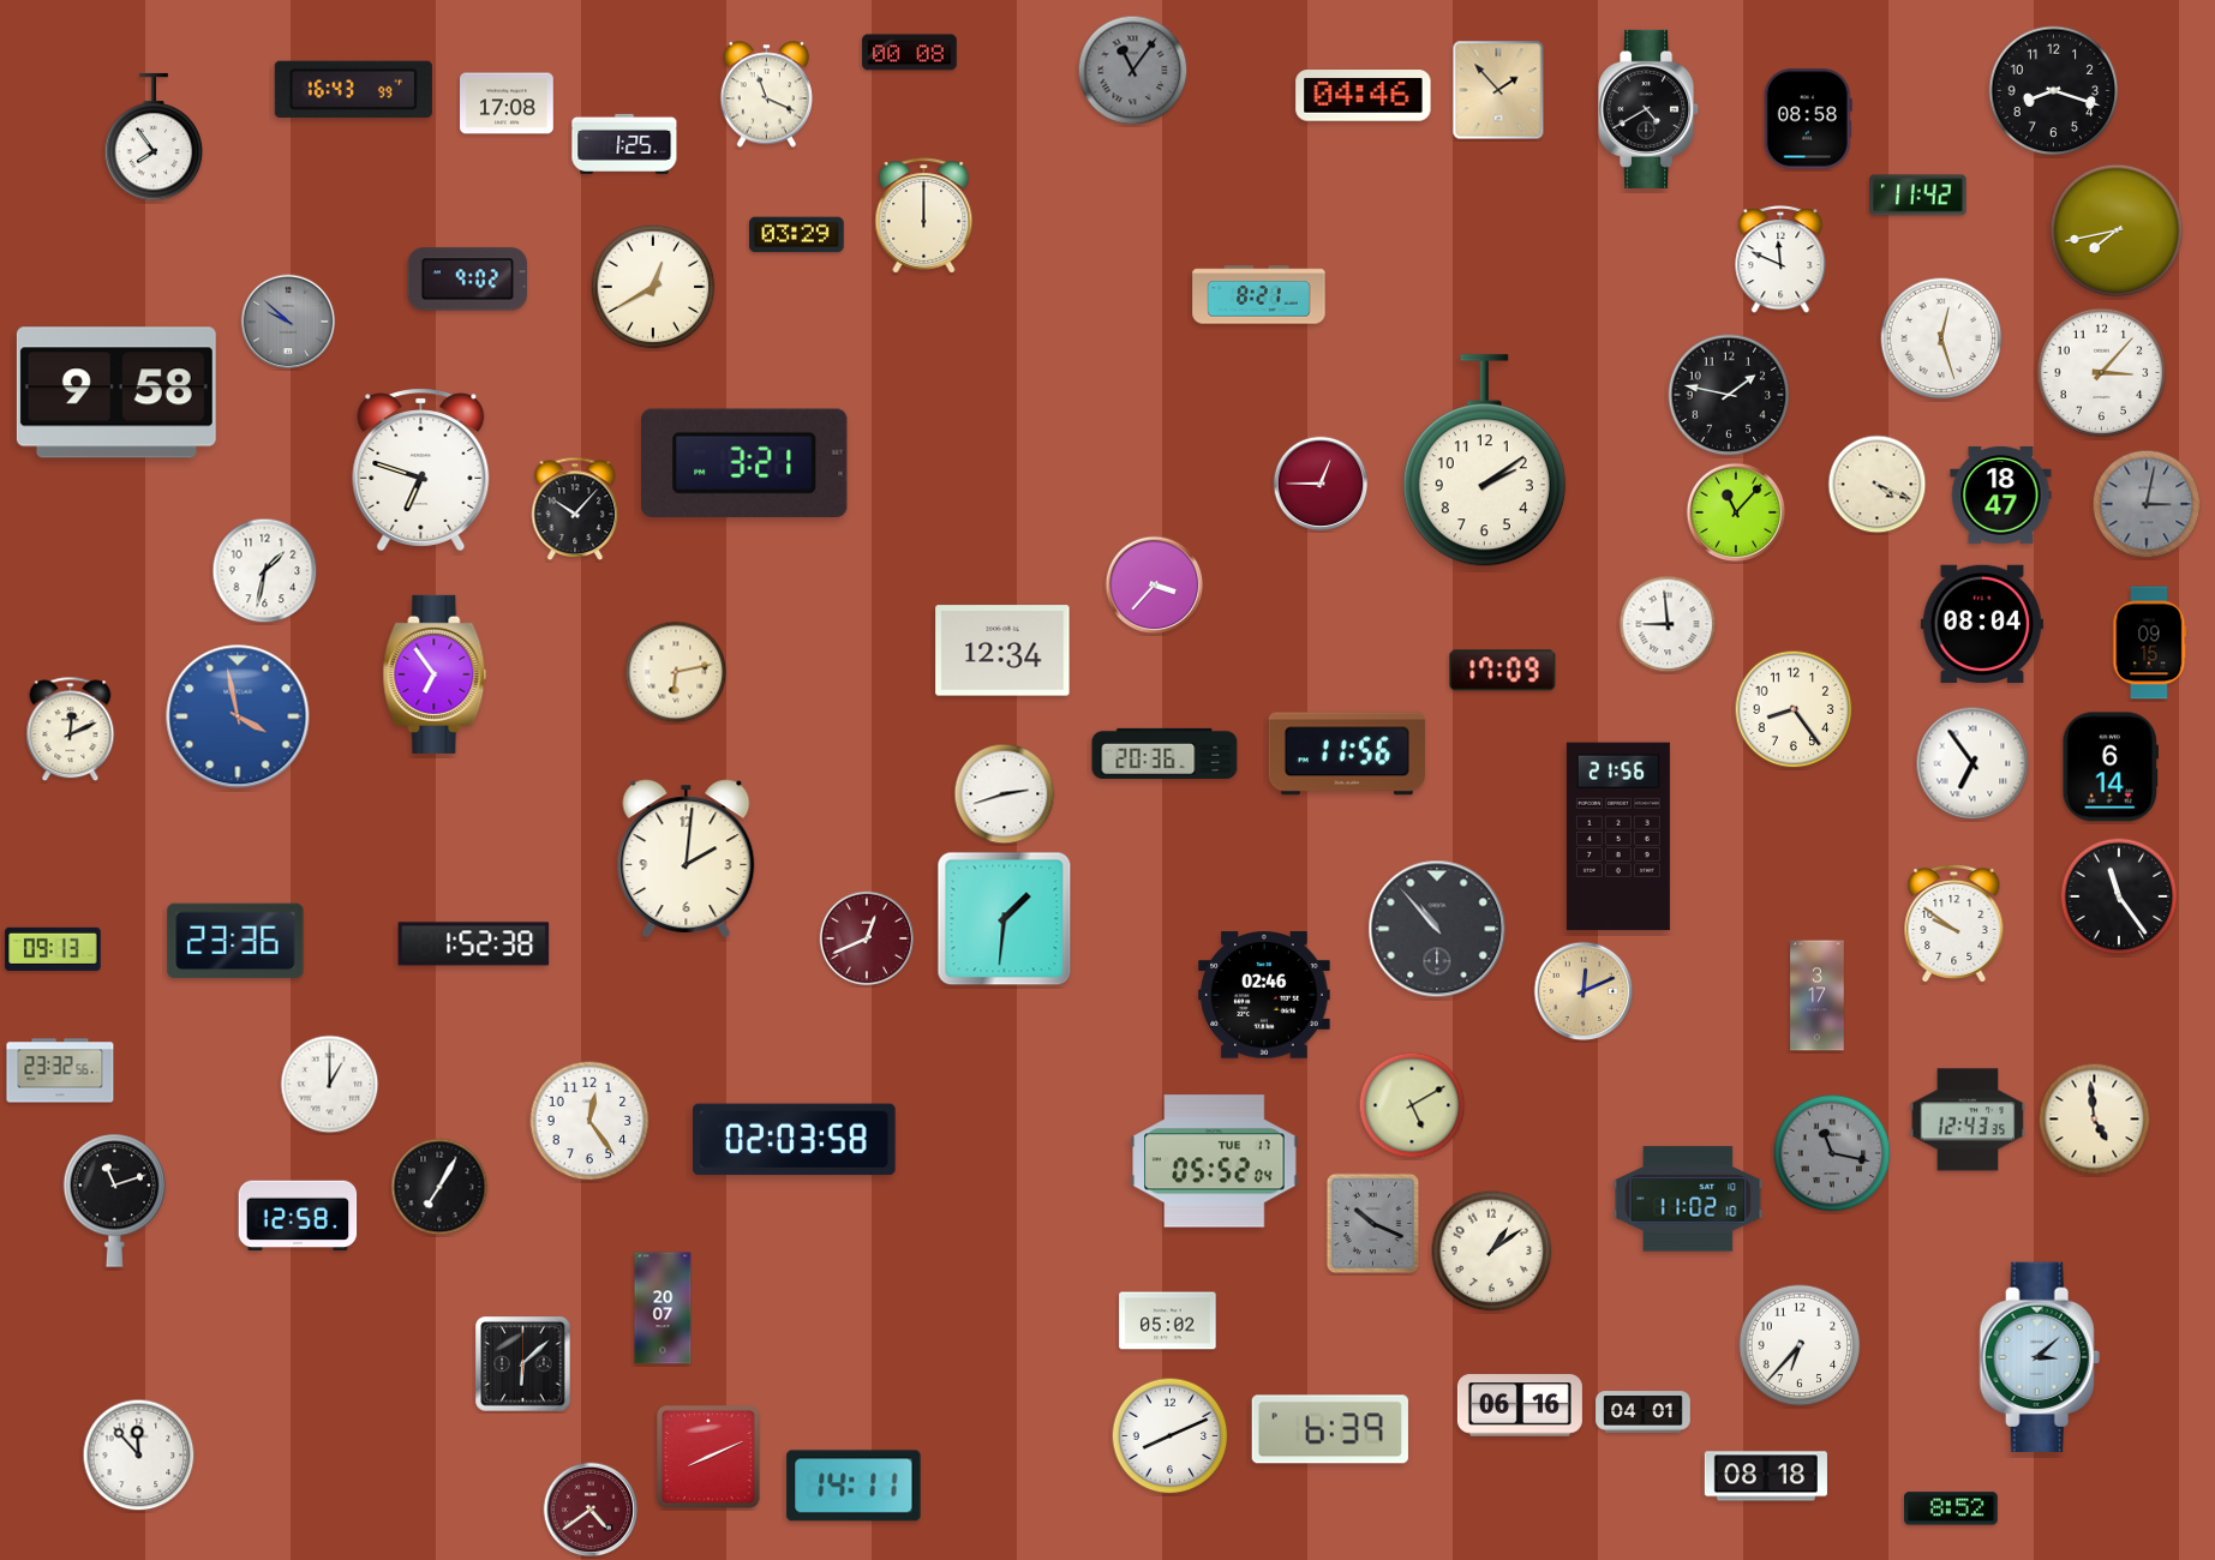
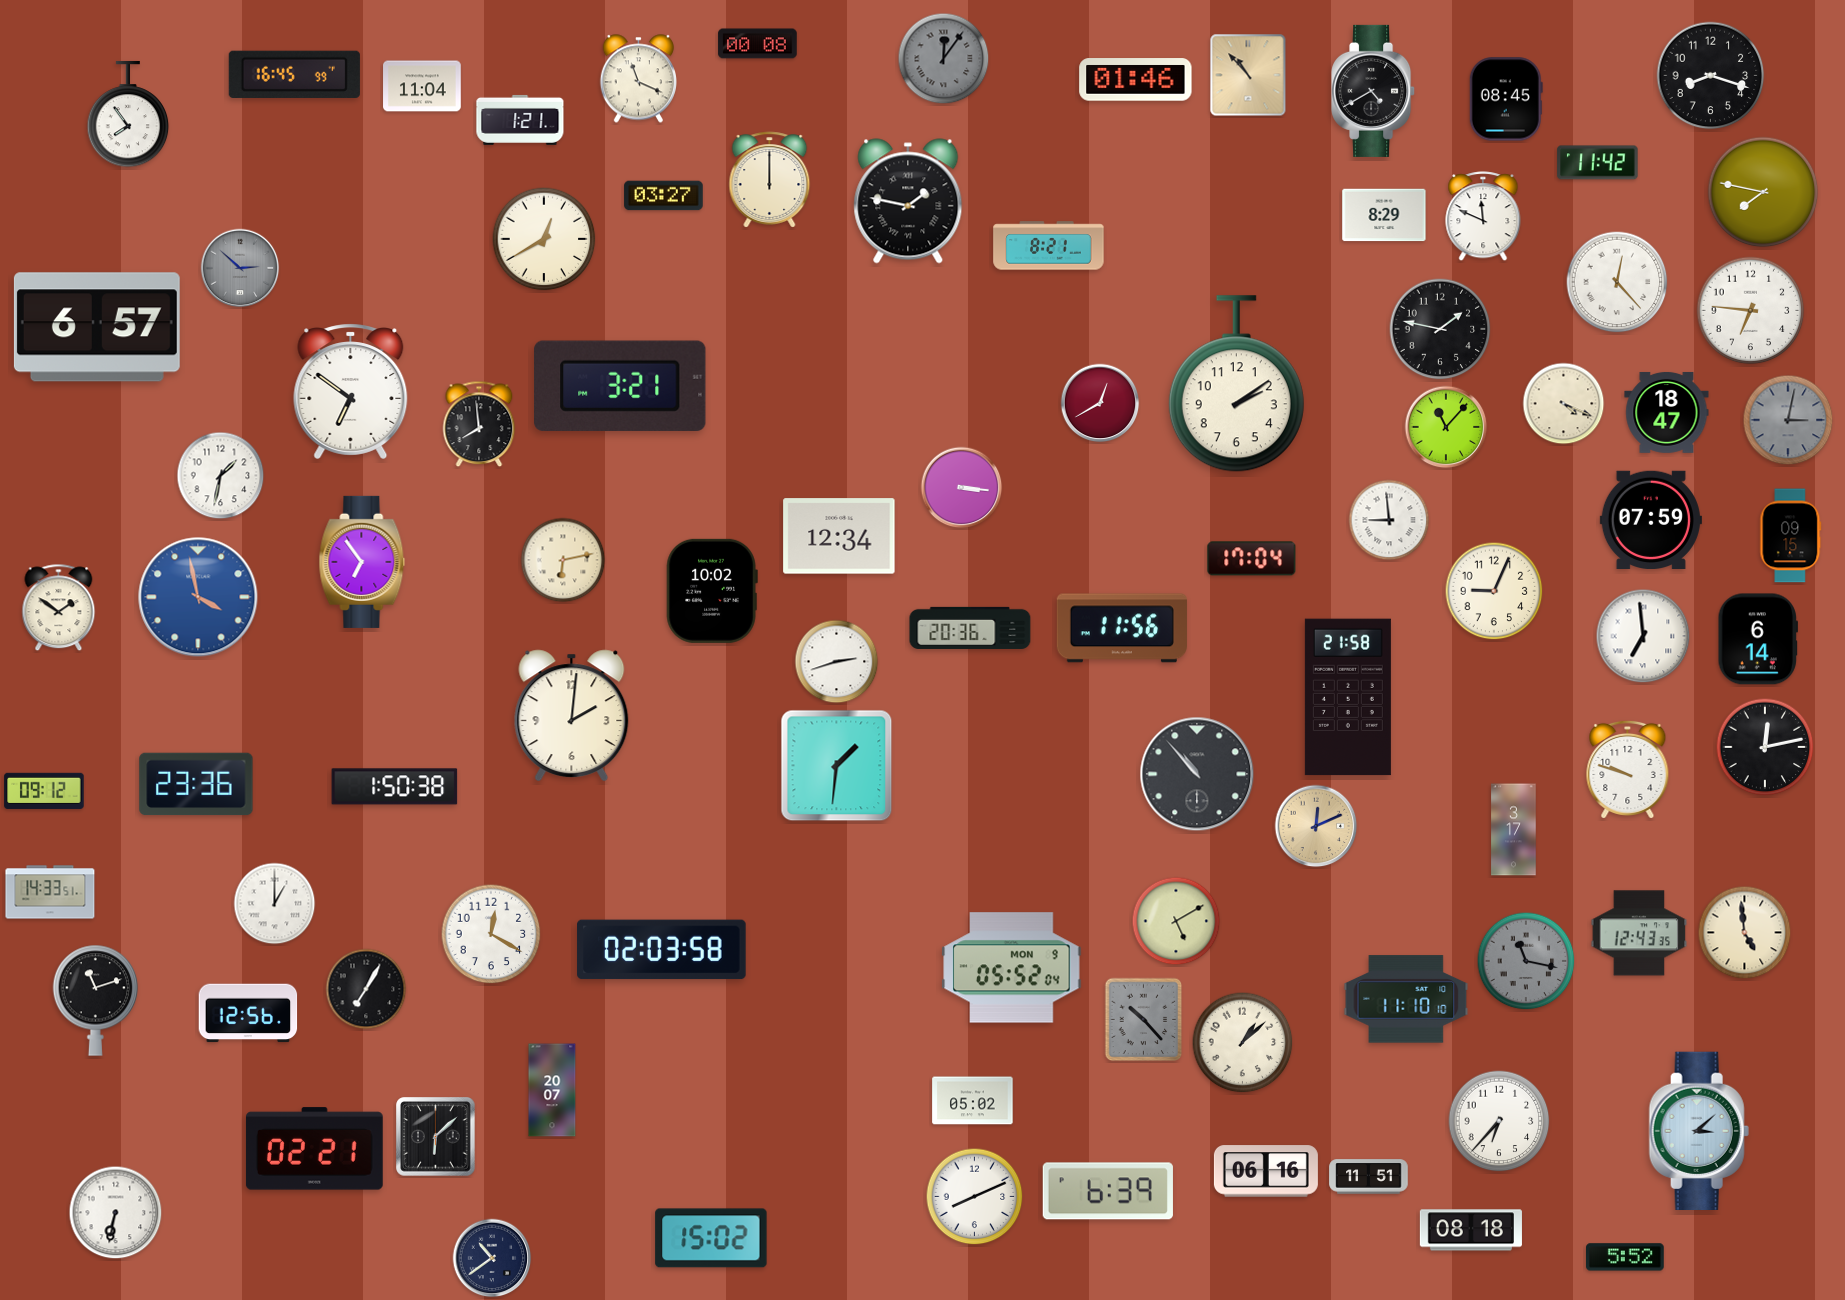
clock at (1133, 71): 11:06 -> 12:06
clock at (353, 89): 16:43 -> 16:45
clock at (1498, 90): 1:53 -> 10:53
clock at (1364, 96): 04:46 -> 01:46
clock at (507, 103): 17:08 -> 11:04
clock at (1808, 119): 08:58 -> 08:45
clock at (624, 144): 1:25 -> 1:21
clock at (2117, 230): 7:43 -> 7:47
clock at (797, 235): 03:29 -> 03:27
clock at (908, 201): none -> 1:47
clock at (1384, 215): none -> 8:29
clock at (467, 280): 9:02 -> none
clock at (288, 322): 9:52 -> 2:52
clock at (1941, 338): 12:27 -> 12:23
clock at (2102, 373): 3:07 -> 6:46
clock at (116, 392): 9:58 -> 6:57
clock at (421, 469): 6:48 -> 6:51
clock at (1321, 484): 12:45 -> 12:40
clock at (575, 509): 10:07 -> 7:59
clock at (1155, 586): 3:37 -> 3:16
clock at (1982, 623): 08:04 -> 07:59
clock at (1002, 650) position: (1002, 650) -> (839, 536)
clock at (1503, 671): 17:09 -> 17:04
clock at (712, 591): none -> 10:02
clock at (1794, 709): 8:24 -> 9:04
clock at (71, 730): 12:11 -> 1:51
clock at (1972, 763): 6:54 -> 6:59
clock at (1618, 836): 21:56 -> 21:58
clock at (2119, 896): 11:24 -> 12:13
clock at (1954, 923): 9:51 -> 9:48
clock at (867, 938): 12:41 -> none
clock at (474, 944): 1:52 -> 1:50
clock at (53, 948): 09:13 -> 09:12
clock at (1584, 991) position: (1584, 991) -> (1316, 826)
clock at (1264, 995): 02:46 -> none
clock at (60, 1070): 23:32 -> 14:33
clock at (589, 1121): 12:24 -> 12:20
clock at (1215, 1162) date: TUE 17 -> MON 9
clock at (1688, 1199): 11:02 -> 11:10
clock at (298, 1216): 12:58 -> 12:56
clock at (1373, 1224): 10:19 -> 10:23
clock at (1492, 1252): 1:09 -> 1:08
clock at (314, 1149): none -> 02:21
clock at (1644, 1412): 04:01 -> 11:51
clock at (139, 1456): 11:53 -> 6:32
clock at (708, 1457): 8:11 -> none
clock at (854, 1486): 14:11 -> 15:02
clock at (1952, 1508): 8:52 -> 5:52
clock at (591, 1510): 4:39 -> 10:39
clock at (591, 1510) dial: burgundy -> navy
